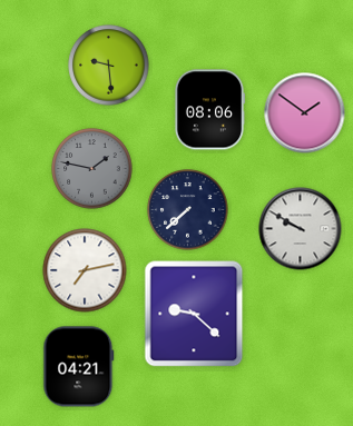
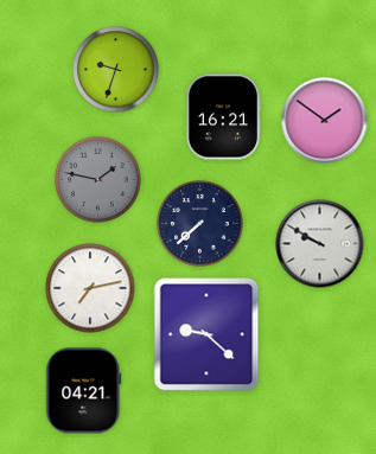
clock at (109, 66): 9:29 -> 9:33
clock at (209, 110): 08:06 -> 16:21
